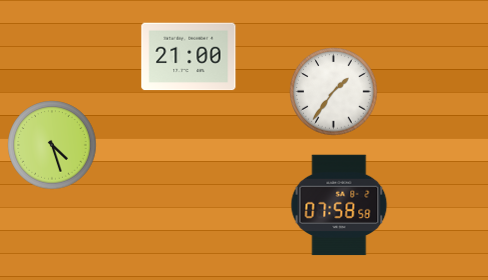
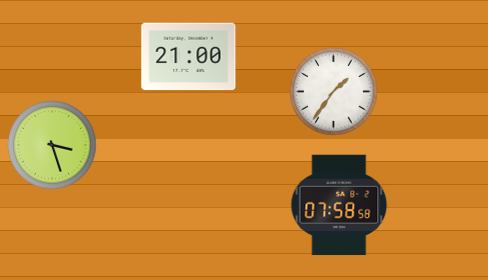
clock at (52, 145): 4:27 -> 3:27
